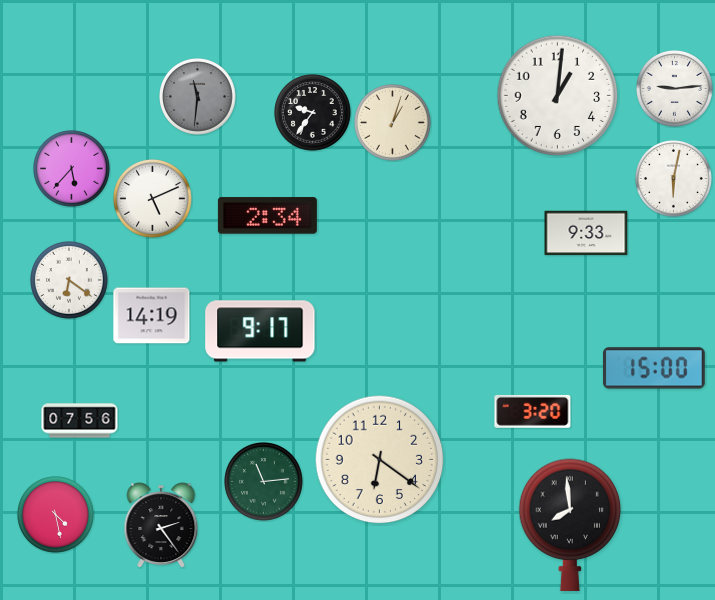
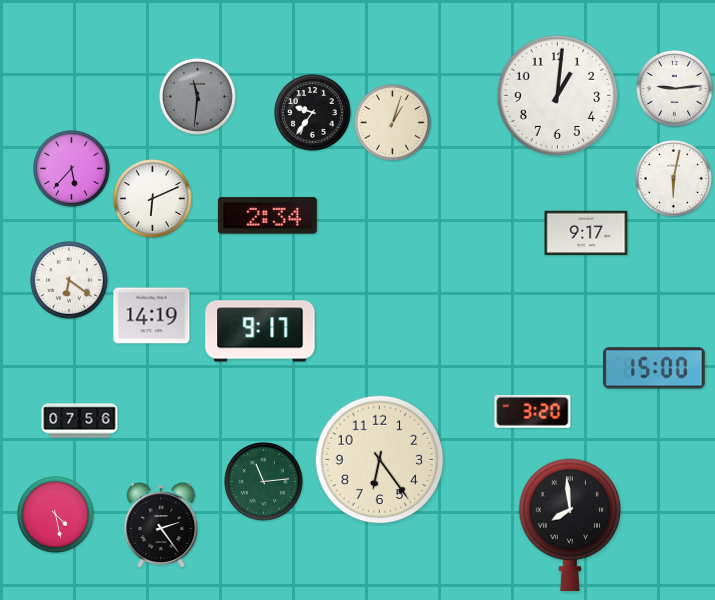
clock at (153, 199): 5:11 -> 6:11
clock at (586, 233): 9:33 -> 9:17
clock at (380, 460): 6:21 -> 6:24
